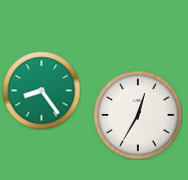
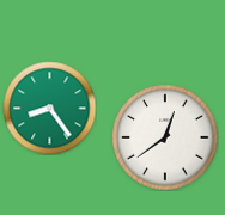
clock at (138, 115): 12:35 -> 12:39
